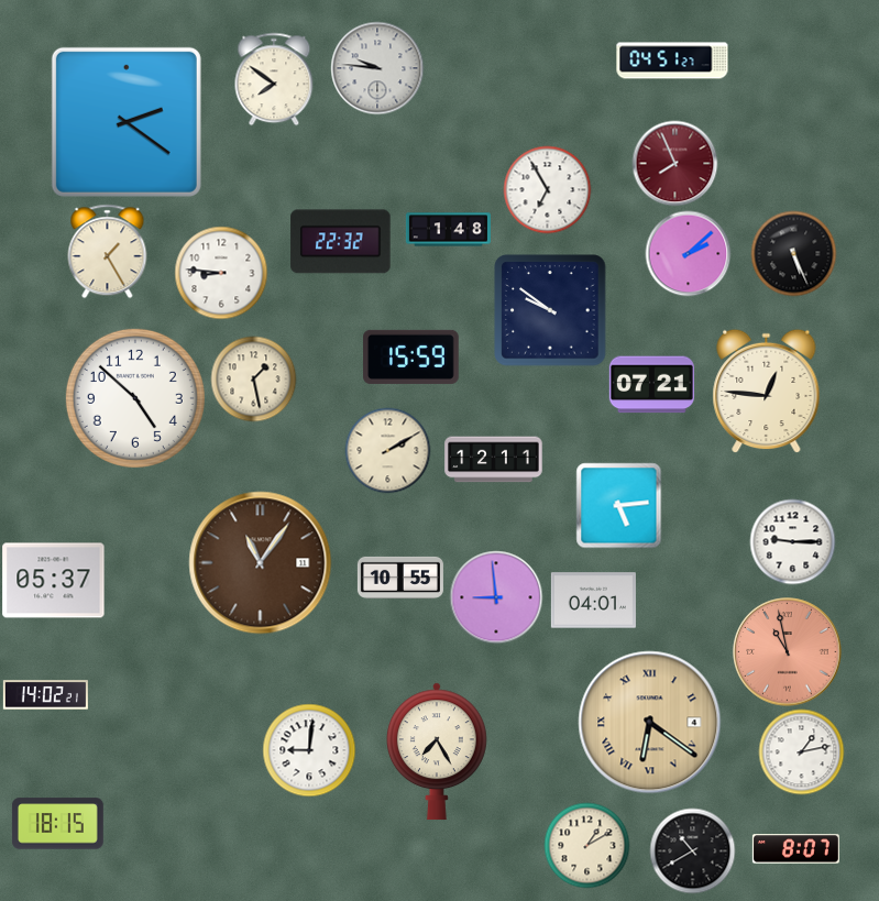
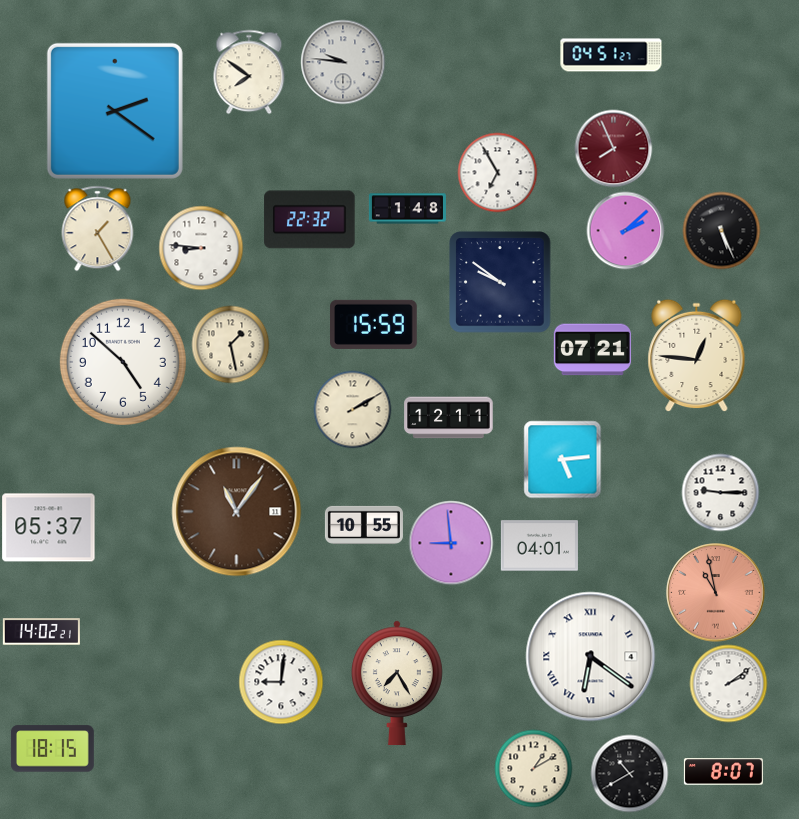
clock at (650, 723) dial: champagne -> white
clock at (801, 751): 1:13 -> 2:09
